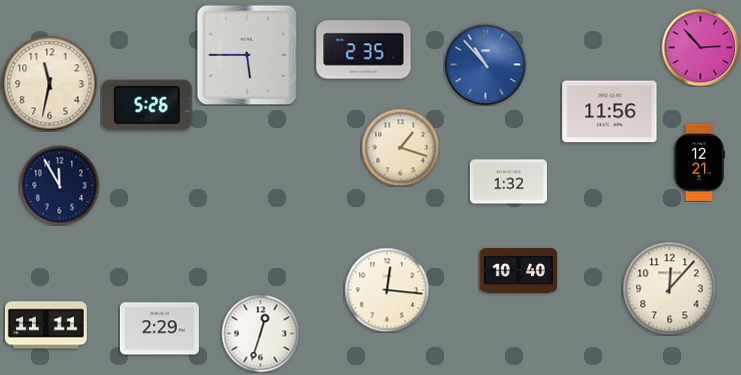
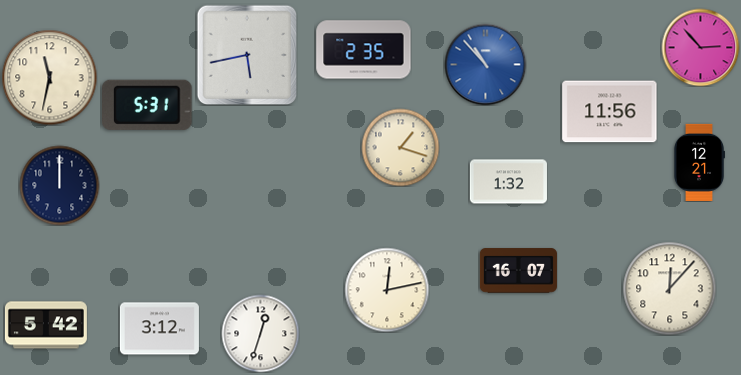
clock at (247, 55): 5:45 -> 5:43
clock at (49, 83) position: (49, 83) -> (49, 77)
clock at (148, 105): 5:26 -> 5:31
clock at (59, 185): 11:55 -> 12:00
clock at (518, 271): 10:40 -> 16:07
clock at (387, 290): 12:16 -> 12:13
clock at (46, 325): 11:11 -> 5:42
clock at (159, 329): 2:29 -> 3:12
